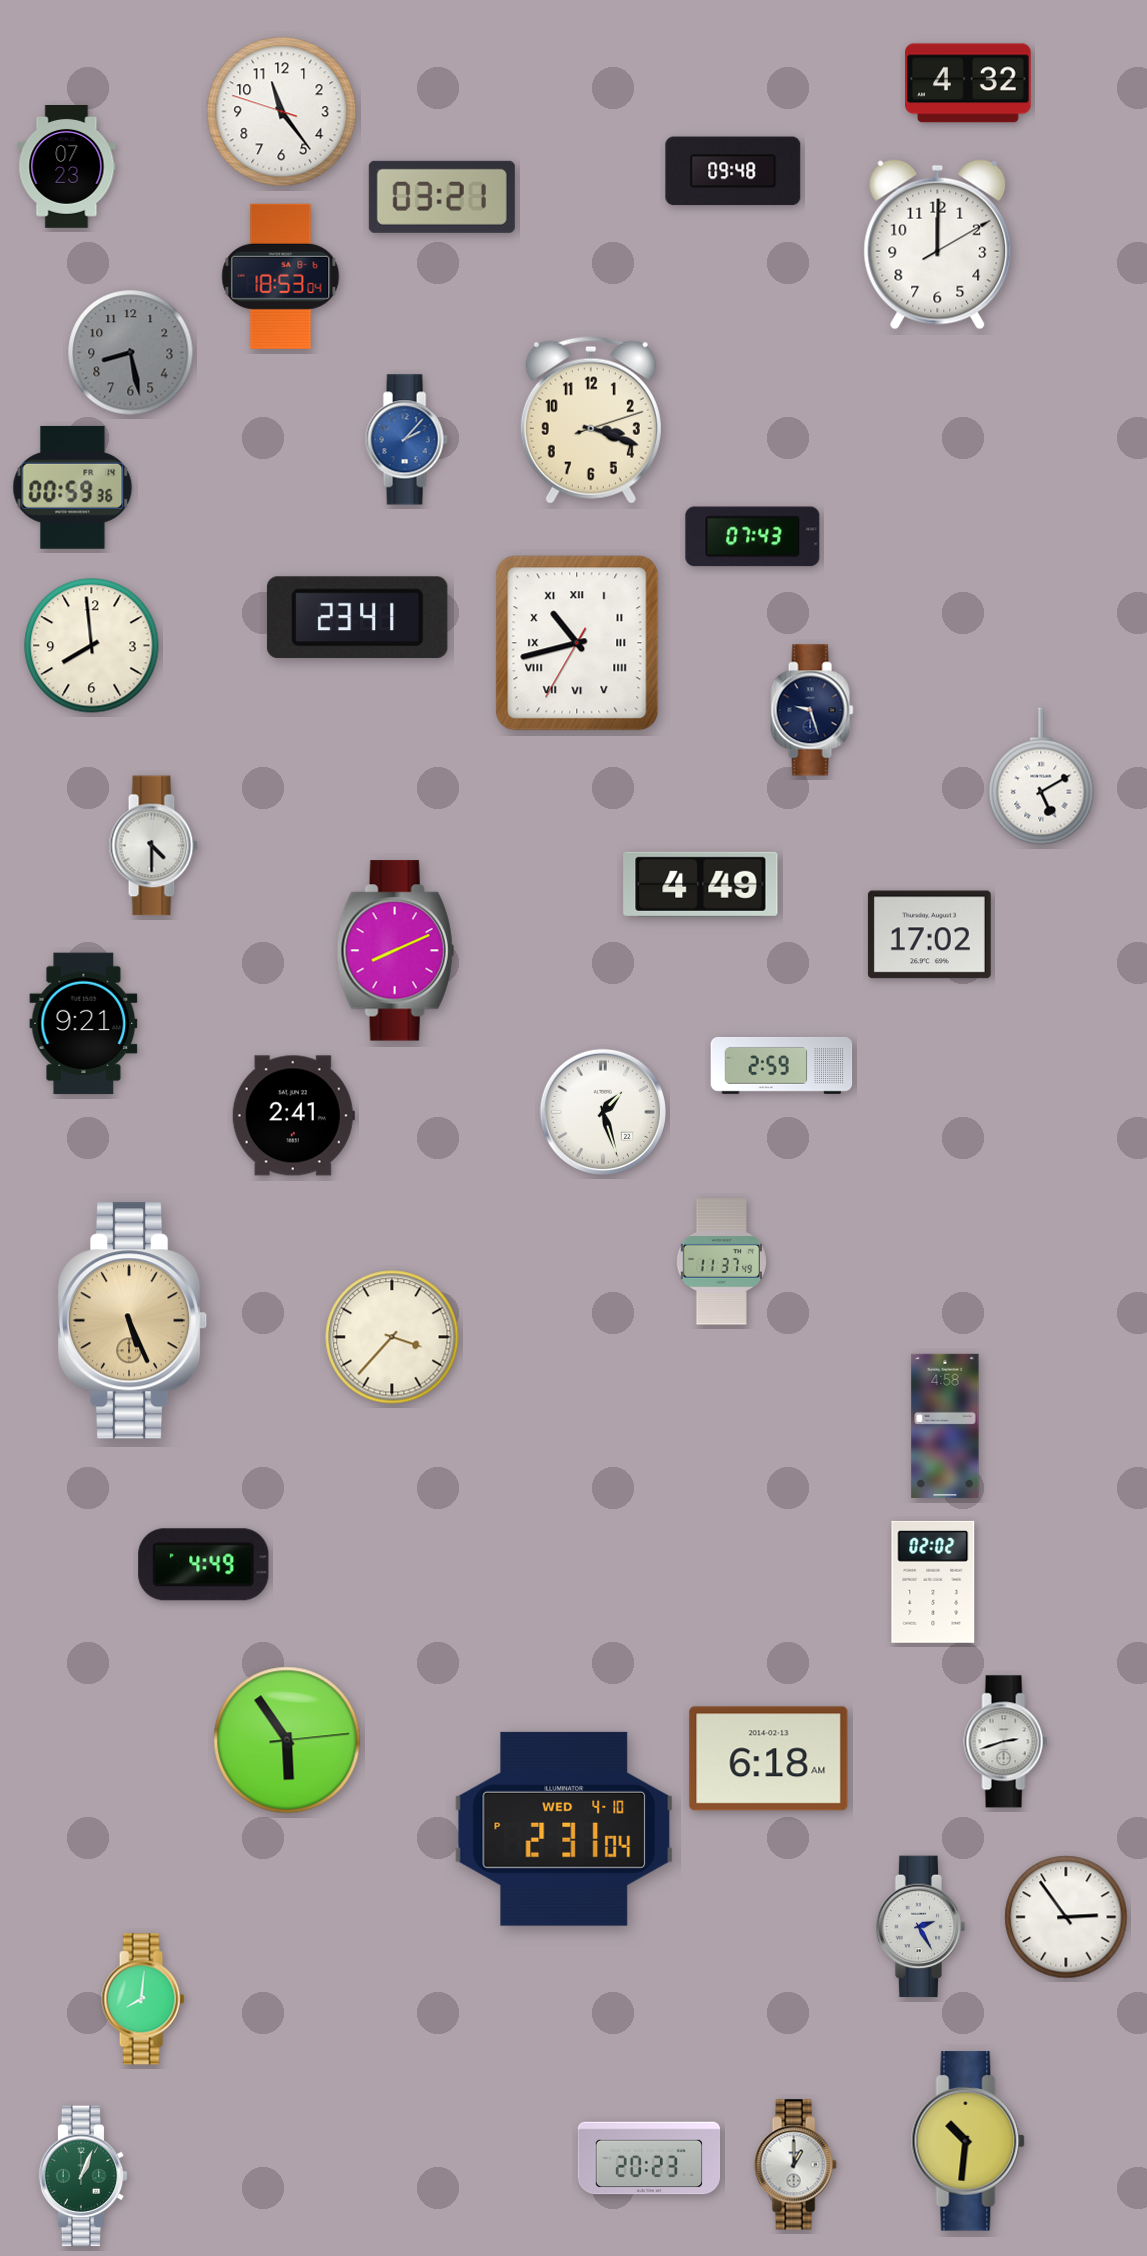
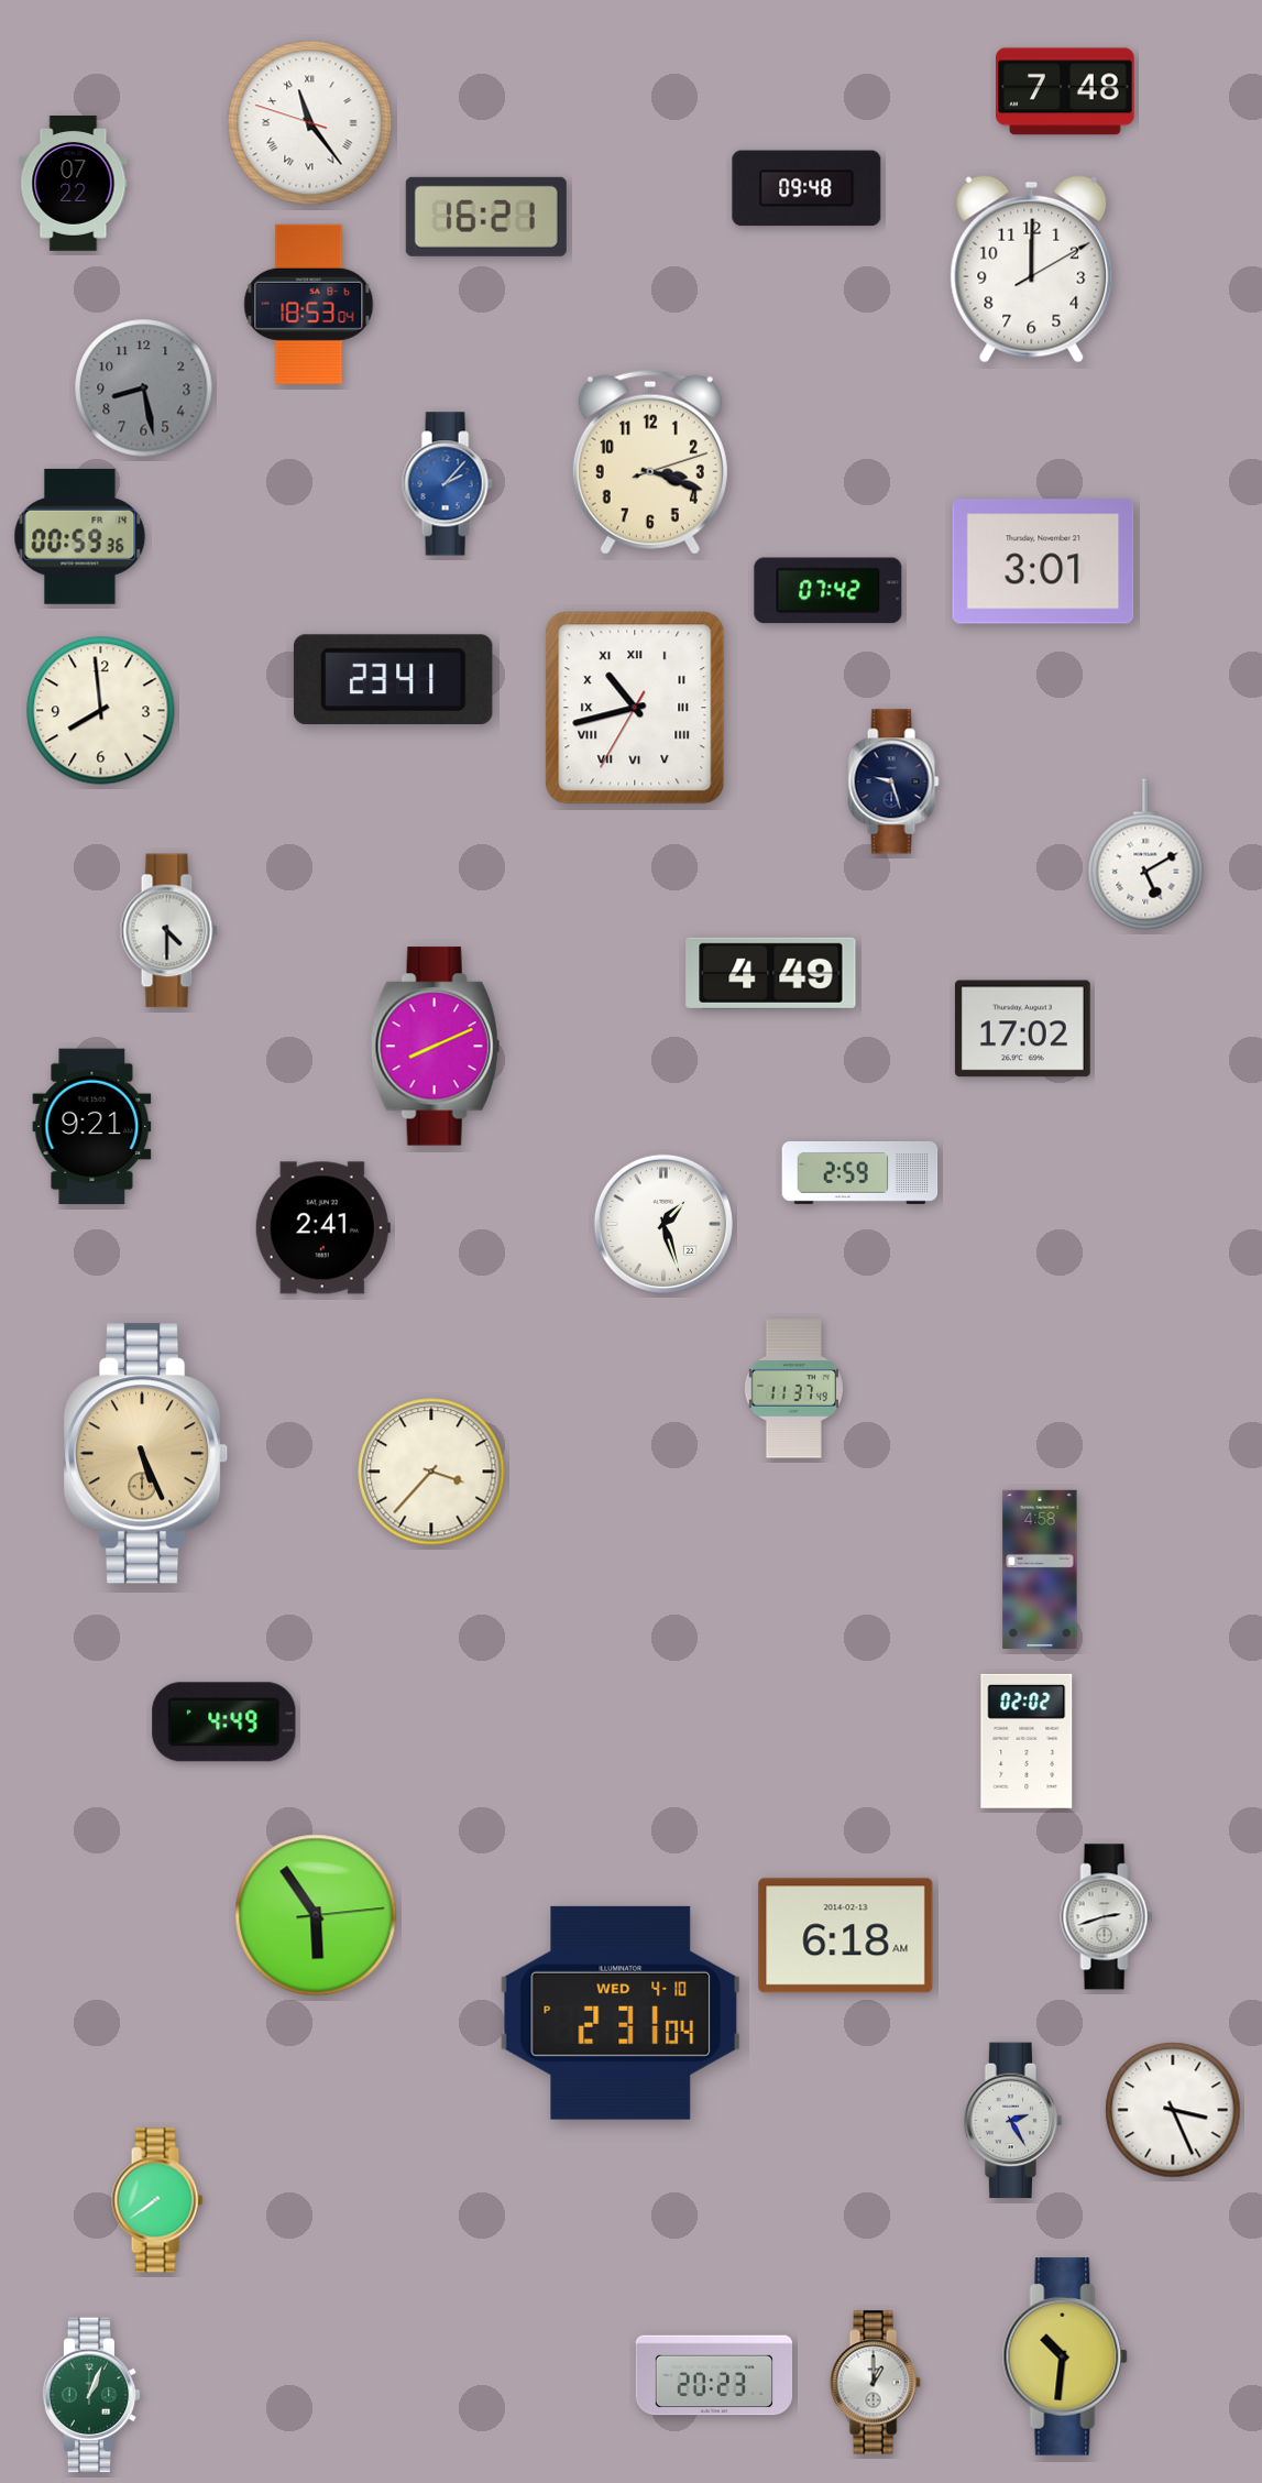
clock at (968, 83): 4:32 -> 7:48
clock at (282, 112) numerals: Arabic -> Roman
clock at (67, 167): 07:23 -> 07:22
clock at (442, 197): 03:21 -> 16:21
clock at (1043, 561): none -> 3:01
clock at (753, 537): 07:43 -> 07:42
clock at (1066, 1917): 2:54 -> 3:26
clock at (143, 1999): 8:01 -> 7:39
